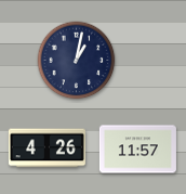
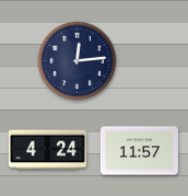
clock at (77, 61): 1:02 -> 12:14
clock at (46, 148): 4:26 -> 4:24
